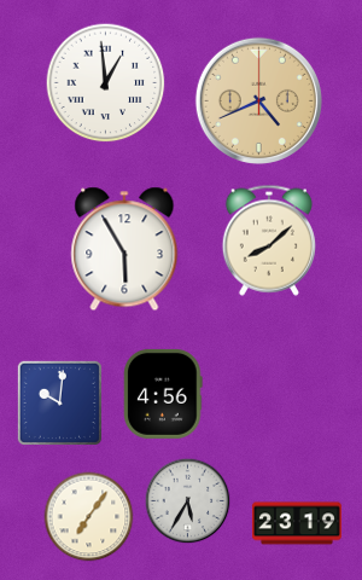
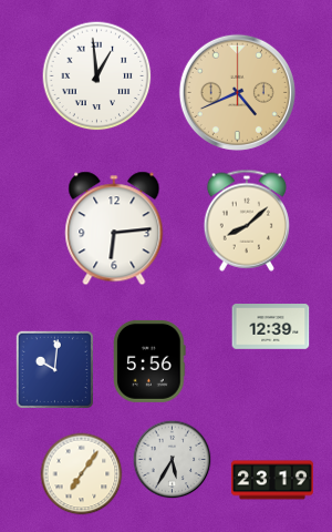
clock at (124, 249): 5:55 -> 6:14
clock at (271, 327): none -> 12:39
clock at (163, 394): 4:56 -> 5:56
